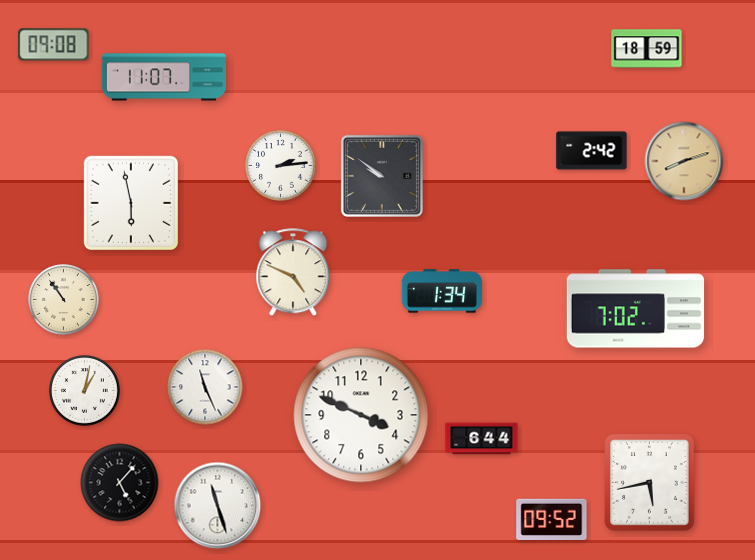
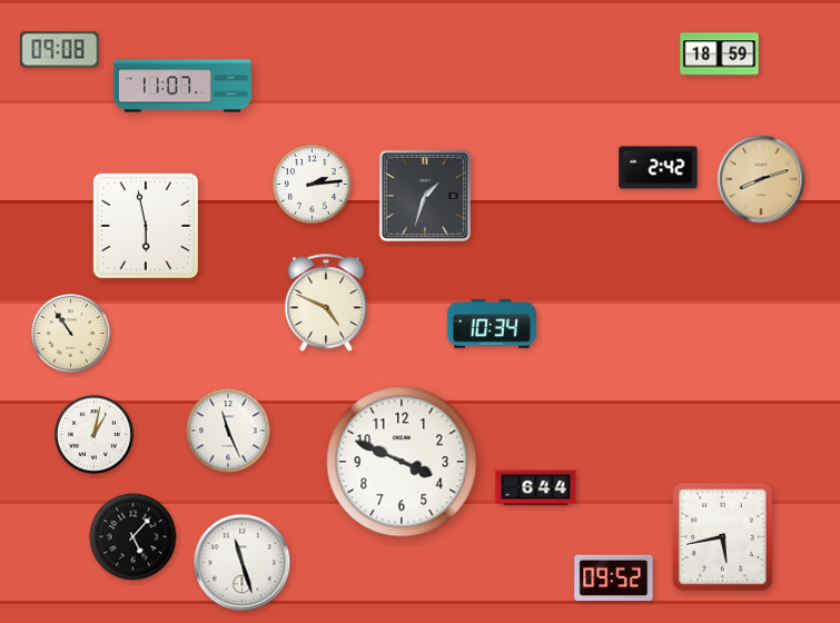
clock at (382, 176): 9:51 -> 1:33
clock at (442, 291): 1:34 -> 10:34
clock at (636, 309): 7:02 -> none
